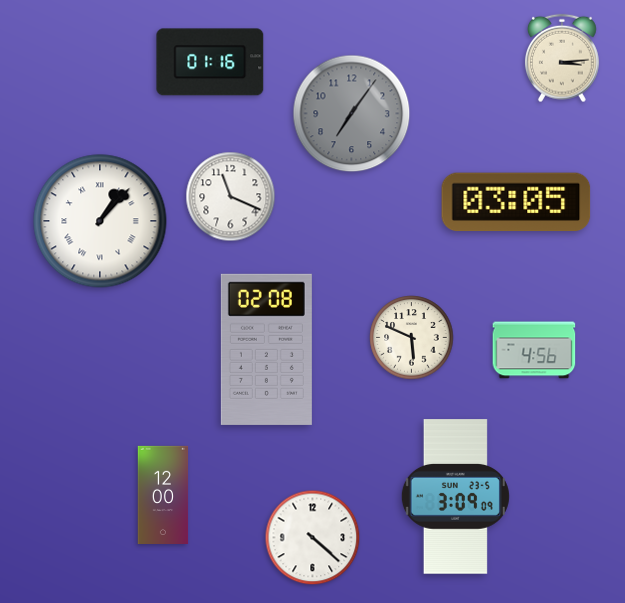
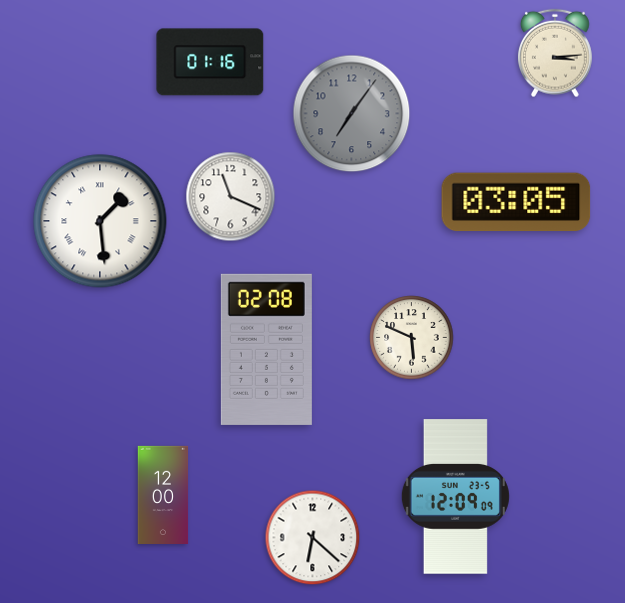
clock at (562, 58) position: (562, 58) -> (555, 53)
clock at (100, 221): 1:07 -> 1:29
clock at (534, 350): 4:56 -> none
clock at (455, 497): 3:09 -> 12:09
clock at (313, 538): 4:22 -> 6:22
